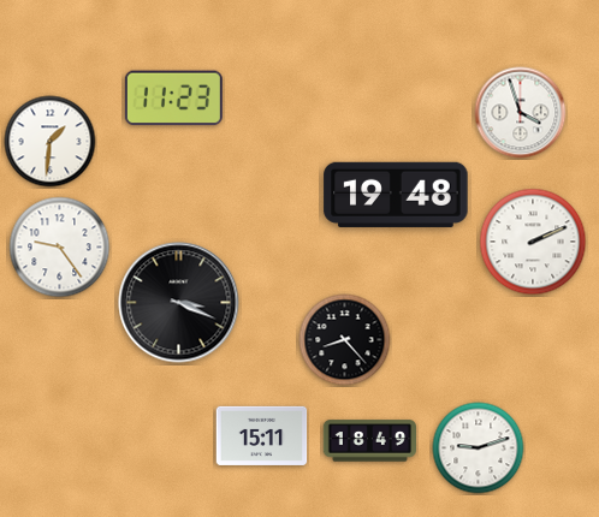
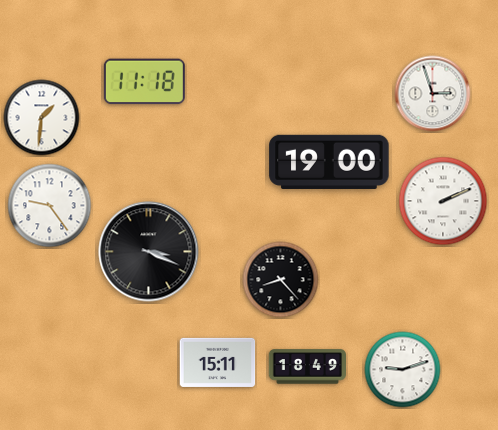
clock at (173, 99): 11:23 -> 11:18
clock at (521, 113): 3:57 -> 2:57
clock at (396, 195): 19:48 -> 19:00
clock at (345, 340) position: (345, 340) -> (281, 280)
clock at (479, 448) position: (479, 448) -> (403, 370)
